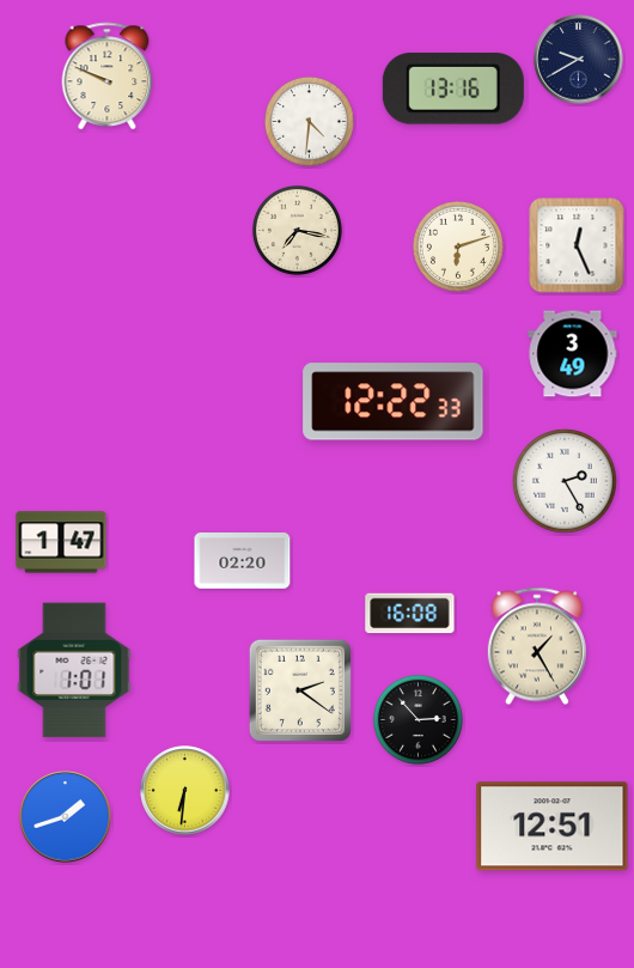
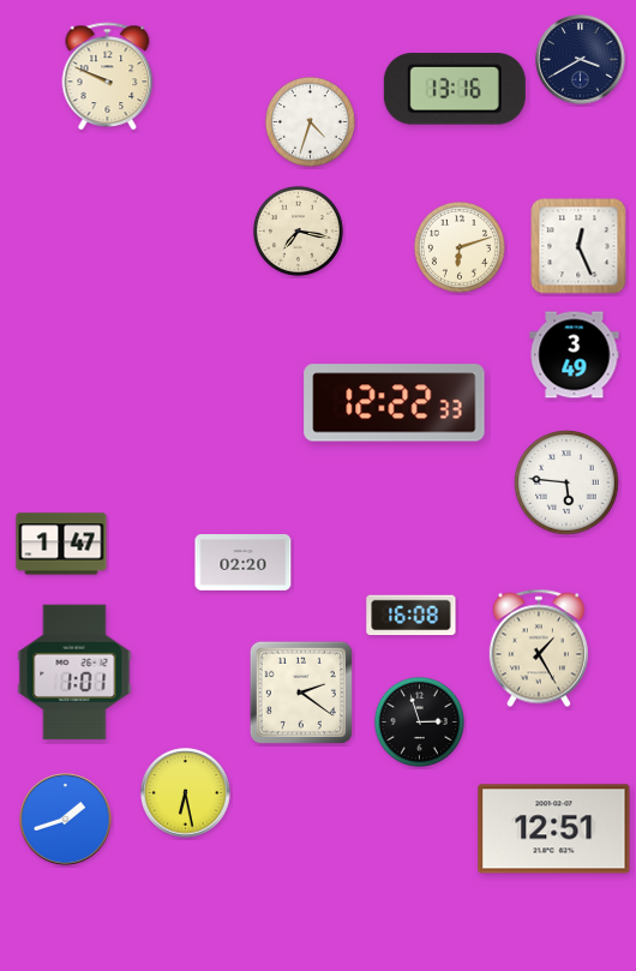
clock at (579, 60): 9:40 -> 3:40
clock at (309, 121): 4:31 -> 4:33
clock at (565, 481): 2:25 -> 5:46
clock at (417, 719): 2:53 -> 2:57
clock at (185, 791): 6:31 -> 6:28
